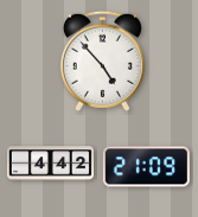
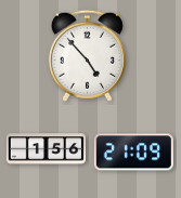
clock at (102, 60) position: (102, 60) -> (87, 55)
clock at (50, 164): 4:42 -> 1:56
